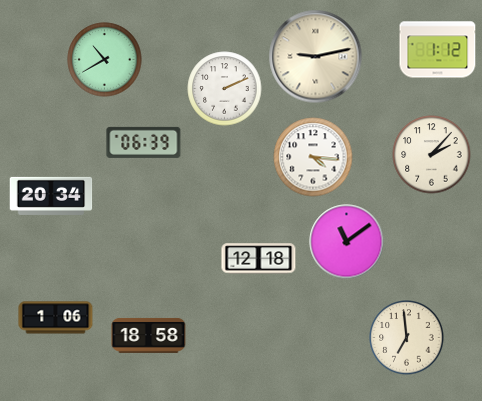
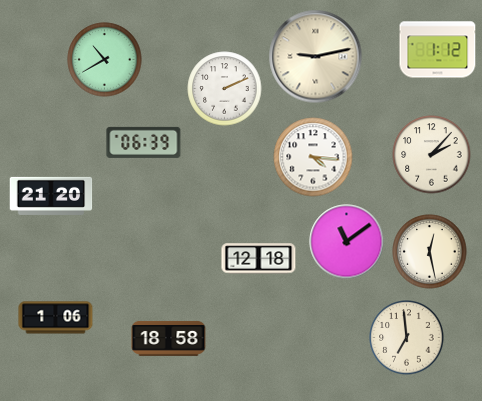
clock at (51, 196): 20:34 -> 21:20
clock at (430, 252): none -> 12:28
clock at (149, 335) position: (149, 335) -> (169, 338)
